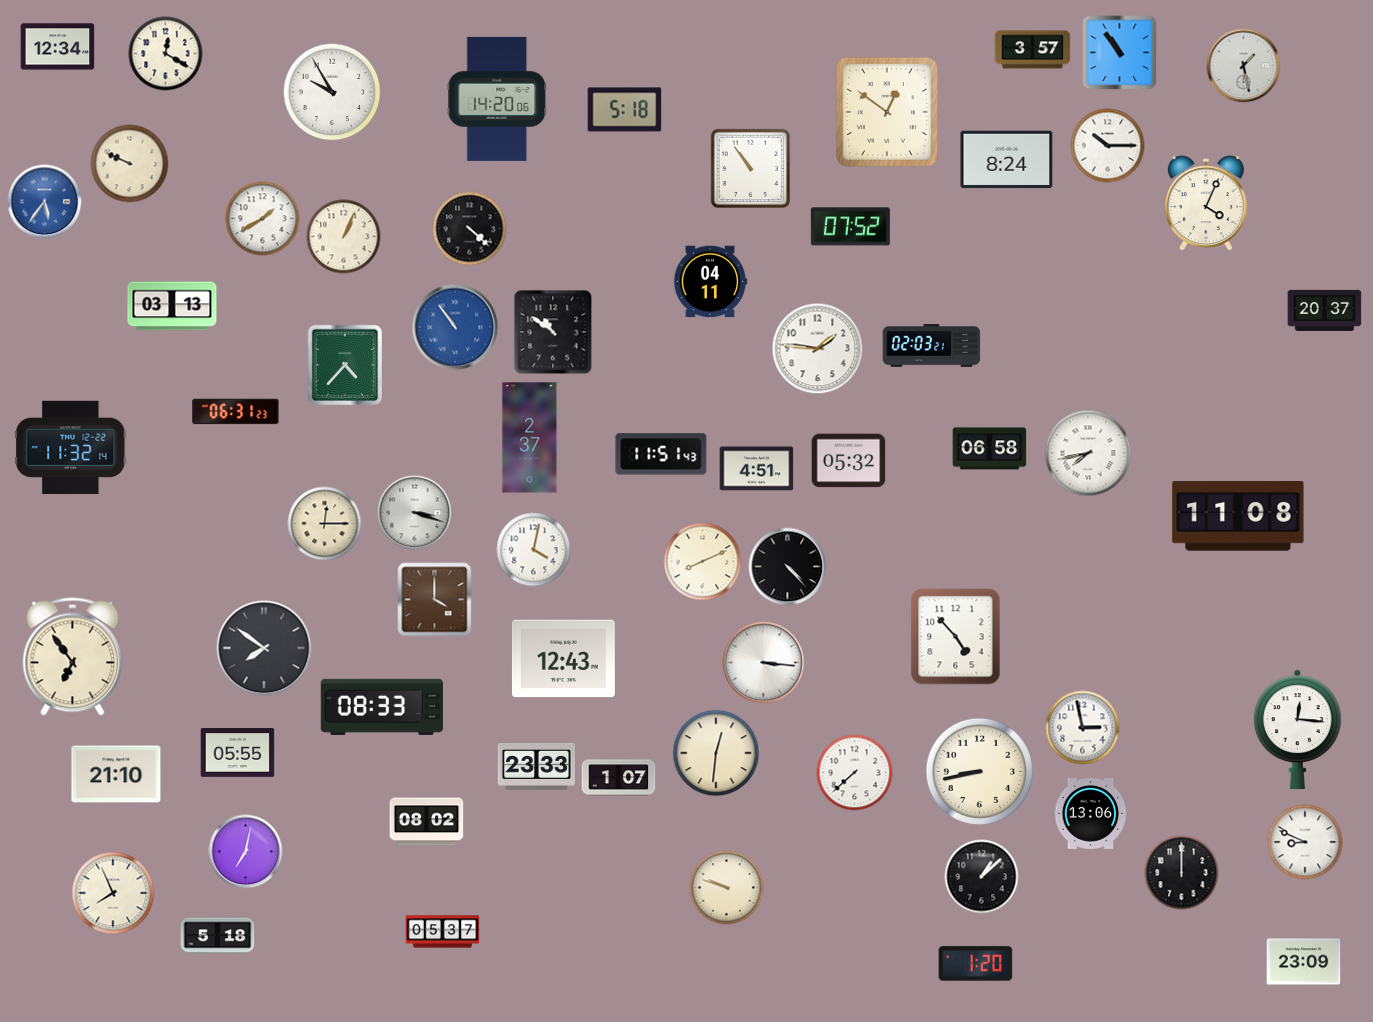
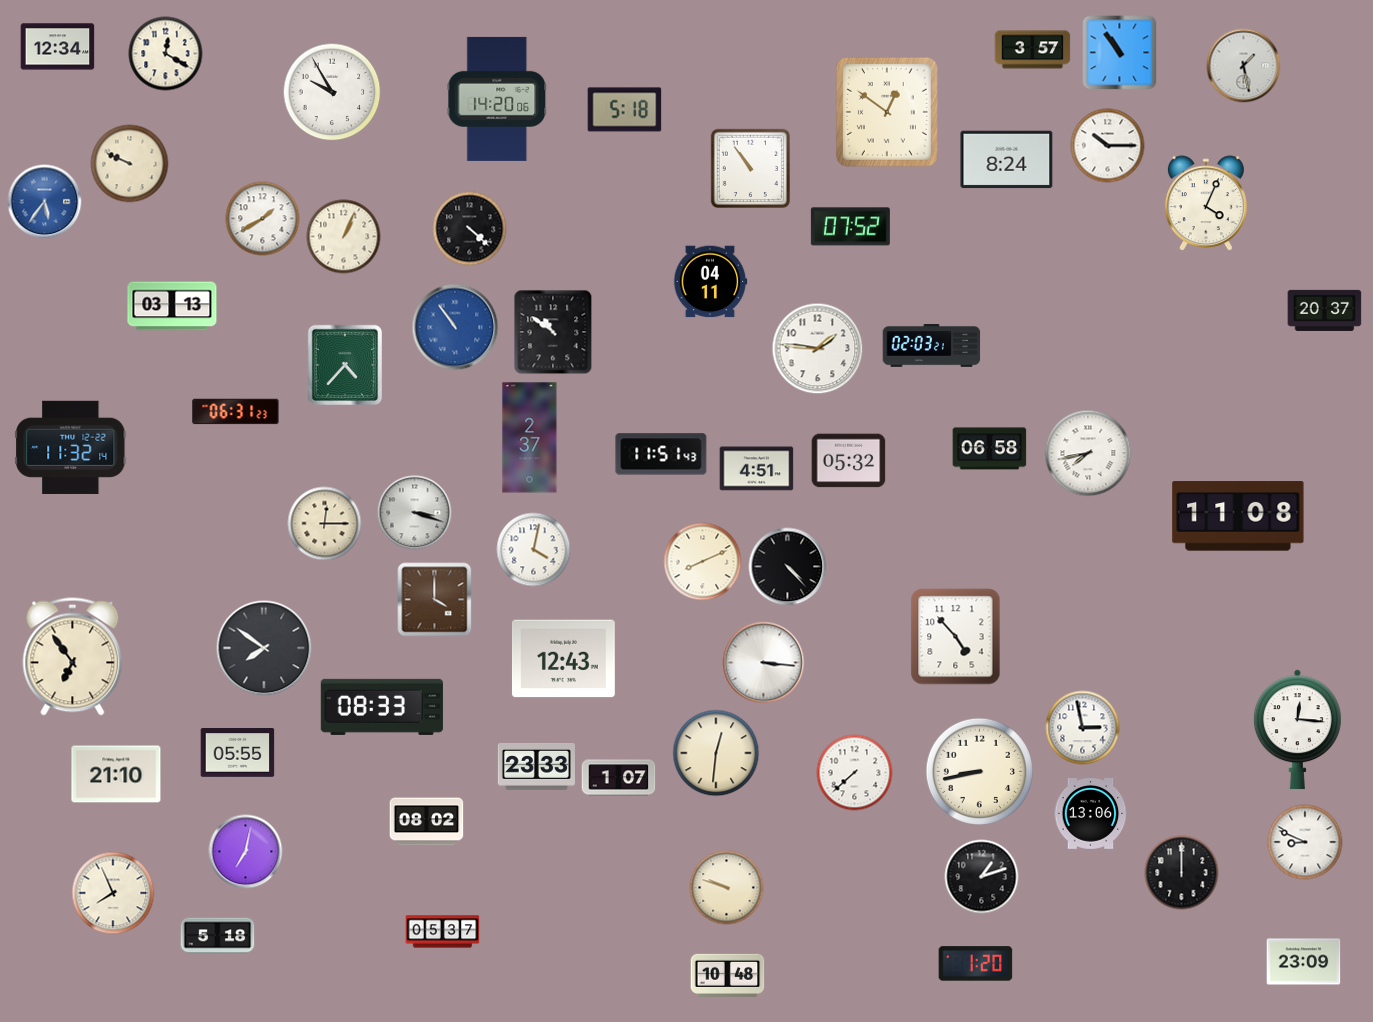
clock at (982, 877): 1:08 -> 1:12
clock at (728, 975): none -> 10:48
